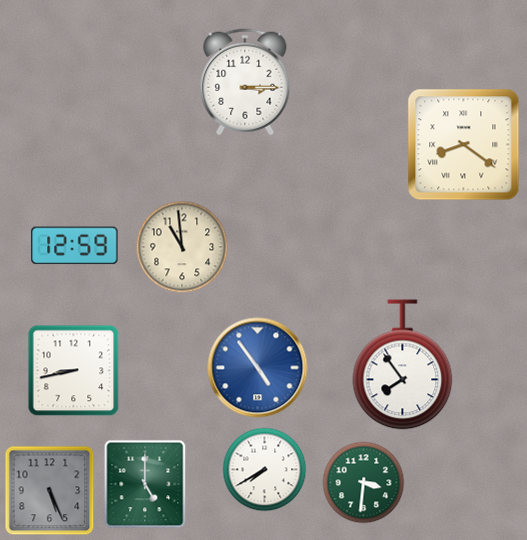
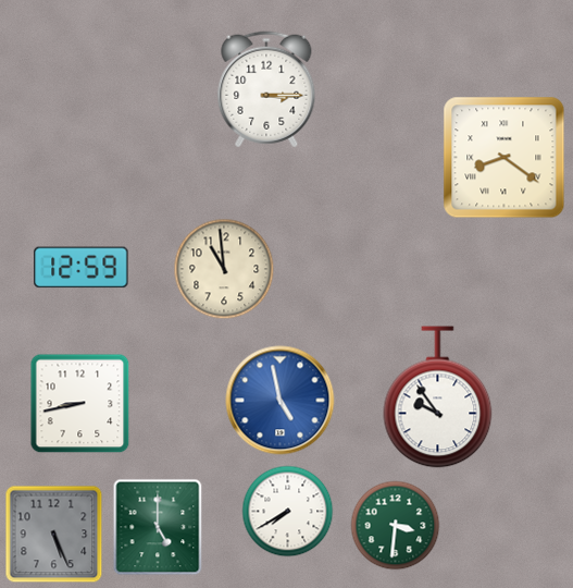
clock at (182, 247) position: (182, 247) -> (224, 269)
clock at (403, 365): 7:54 -> 9:54
clock at (258, 368): 4:54 -> 4:58
